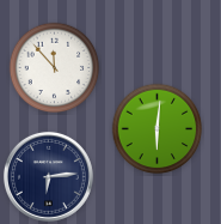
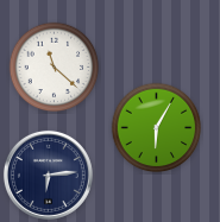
clock at (55, 68): 11:53 -> 11:22
clock at (158, 129): 6:01 -> 6:05
